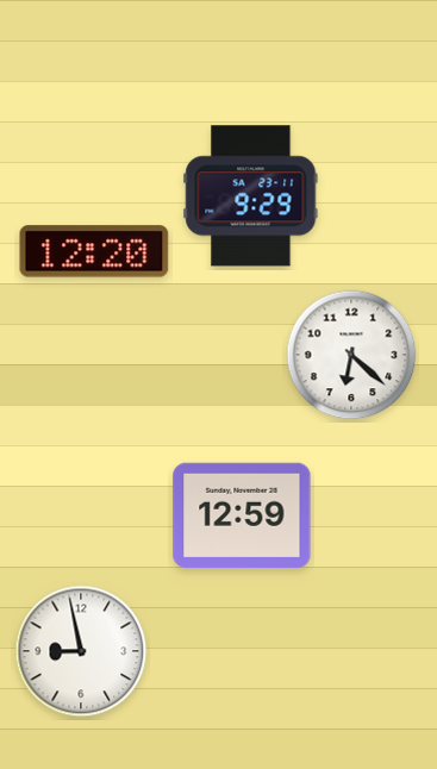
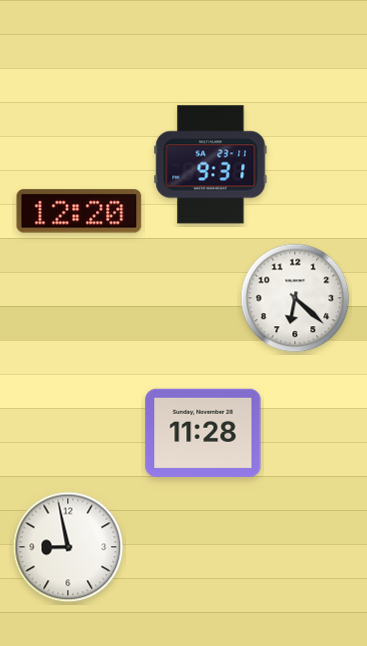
clock at (251, 196): 9:29 -> 9:31
clock at (242, 515): 12:59 -> 11:28
